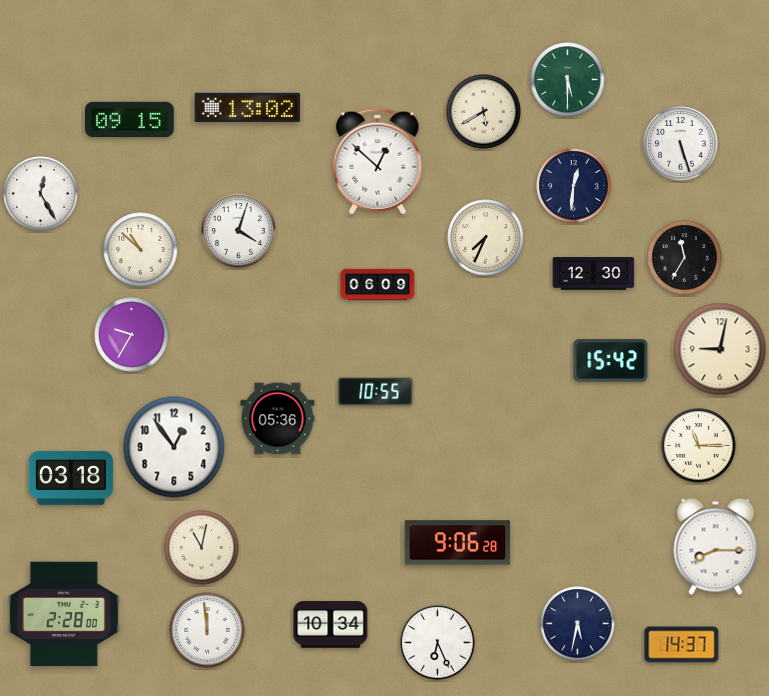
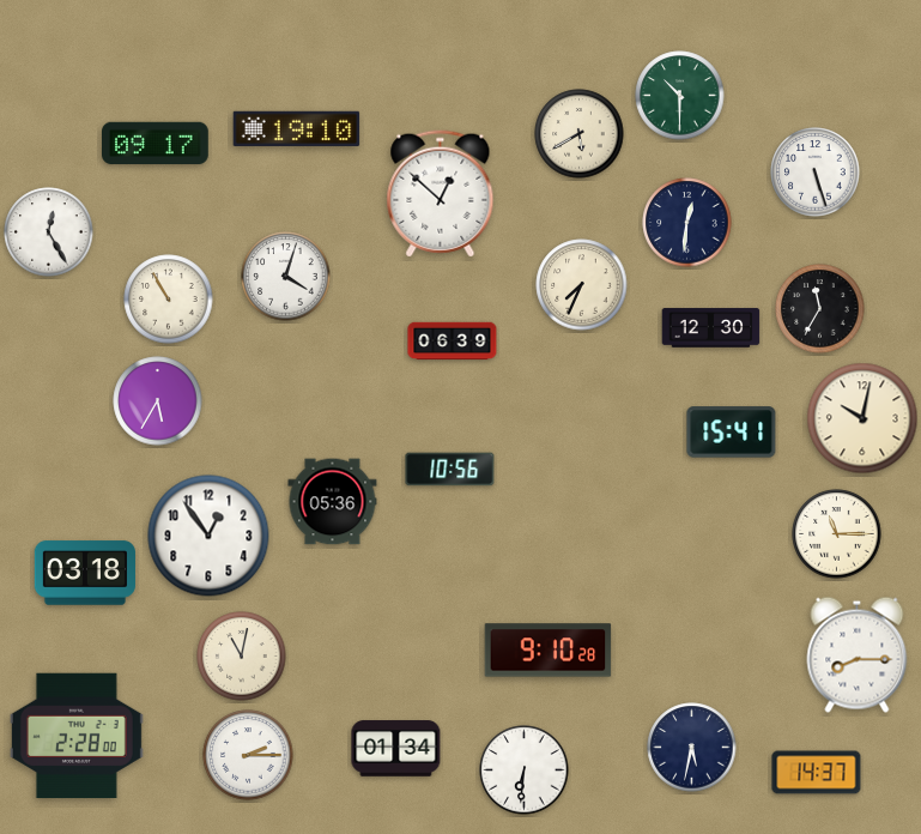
clock at (568, 80): 5:30 -> 10:30
clock at (248, 107): 13:02 -> 19:10
clock at (130, 120): 09:15 -> 09:17
clock at (378, 162) position: (378, 162) -> (441, 194)
clock at (141, 250): 10:52 -> 10:55
clock at (378, 285): 06:09 -> 06:39
clock at (132, 335): 9:35 -> 5:35
clock at (720, 349): 9:02 -> 10:02
clock at (611, 361): 15:42 -> 15:41
clock at (376, 392): 10:55 -> 10:56
clock at (458, 543): 9:06 -> 9:10
clock at (331, 625): 10:34 -> 01:34
clock at (207, 630): 11:59 -> 2:15
clock at (438, 643): 6:26 -> 6:31
